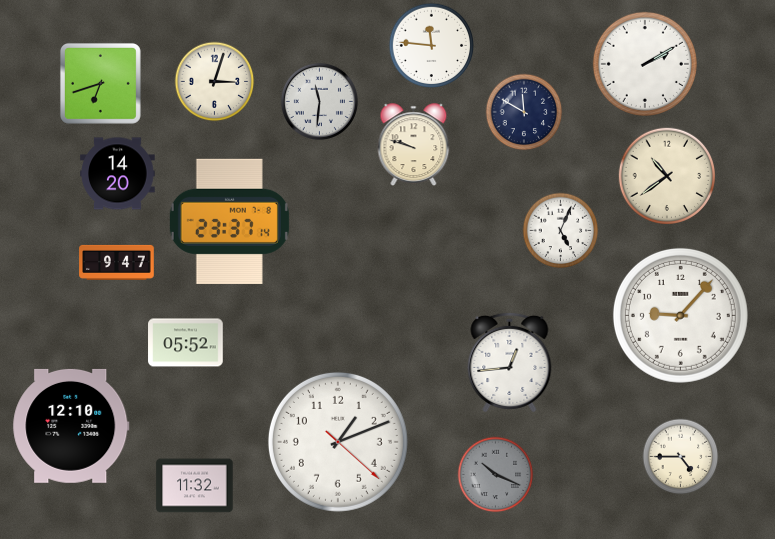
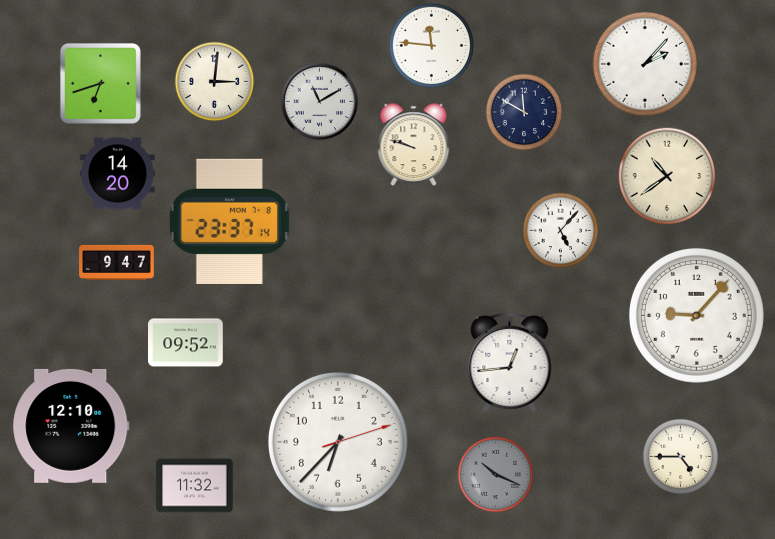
clock at (645, 64): 2:10 -> 2:07
clock at (215, 82): 3:03 -> 3:01
clock at (319, 101): 11:31 -> 11:10
clock at (561, 231): 5:04 -> 5:07
clock at (680, 315) position: (680, 315) -> (696, 315)
clock at (186, 343): 05:52 -> 09:52
clock at (338, 442): 1:11 -> 6:37
